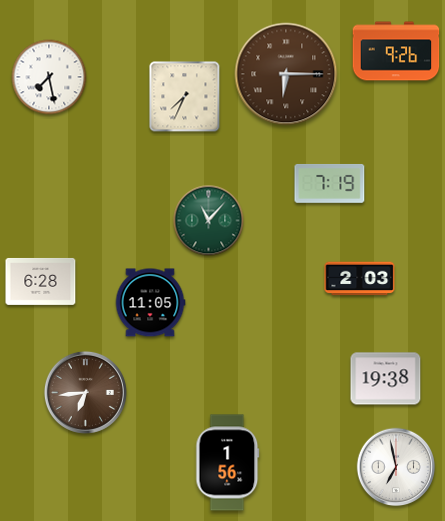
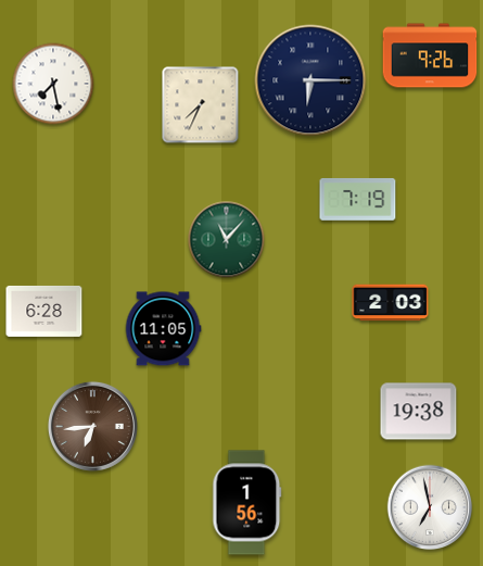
clock at (286, 74) dial: brown -> navy
clock at (41, 281) position: (41, 281) -> (45, 311)
